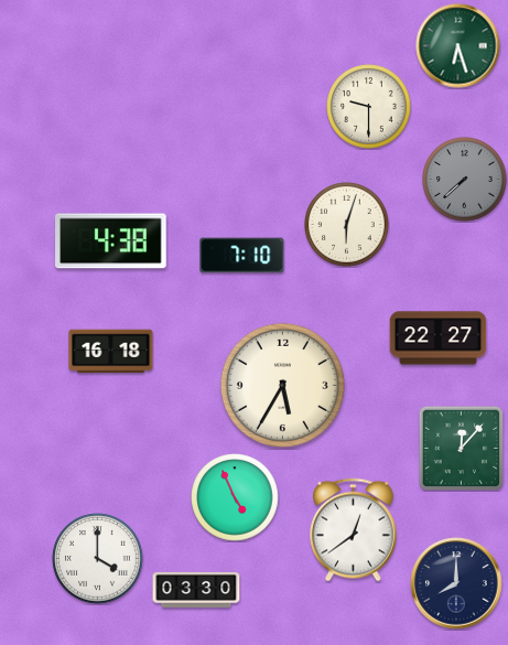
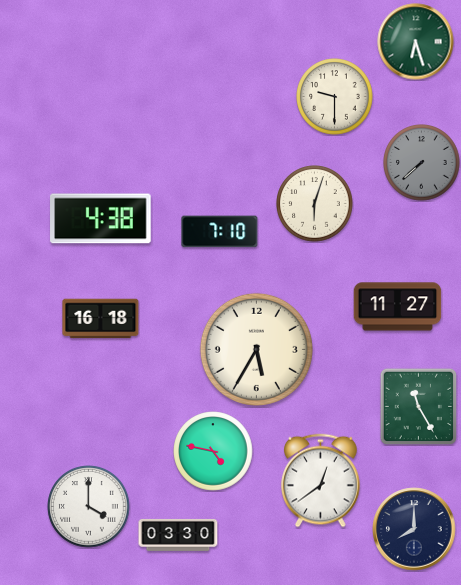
clock at (439, 338): 22:27 -> 11:27
clock at (461, 448): 12:07 -> 11:25
clock at (235, 497): 4:56 -> 4:47
